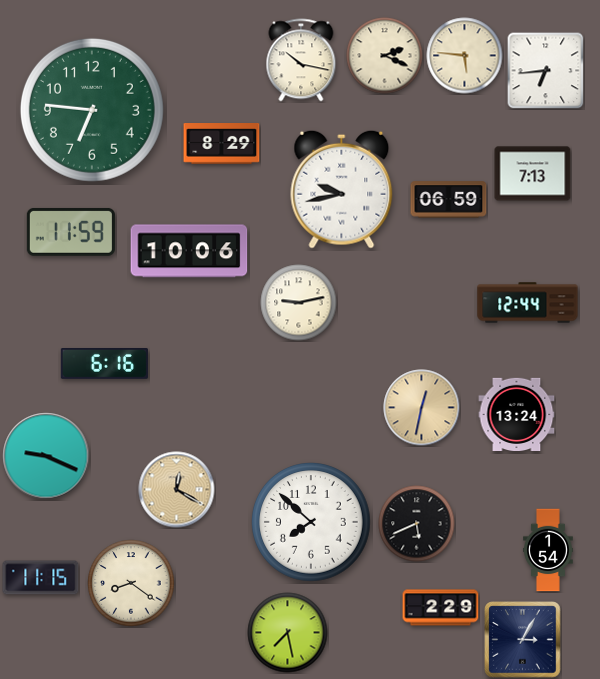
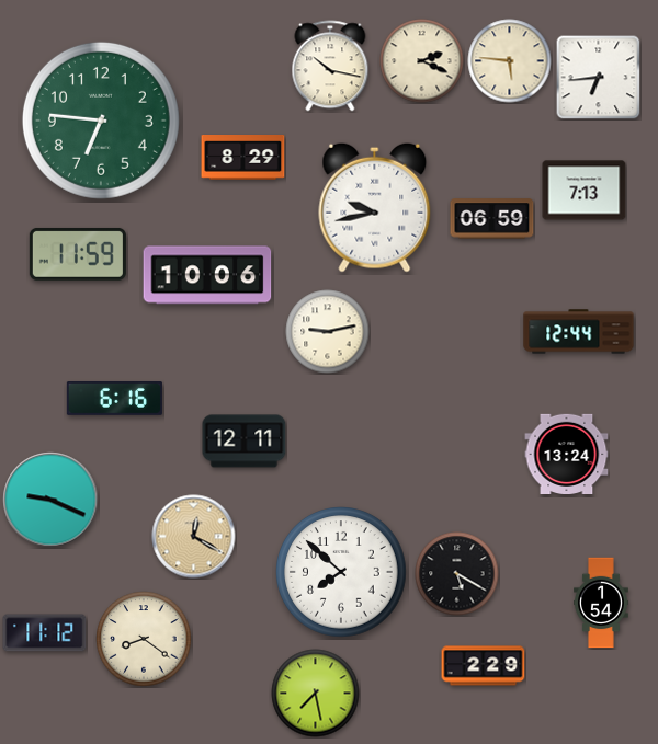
clock at (245, 442): none -> 12:11
clock at (422, 408): 12:32 -> none
clock at (417, 524): 5:41 -> 5:20
clock at (41, 578): 11:15 -> 11:12
clock at (523, 640): 3:05 -> none
